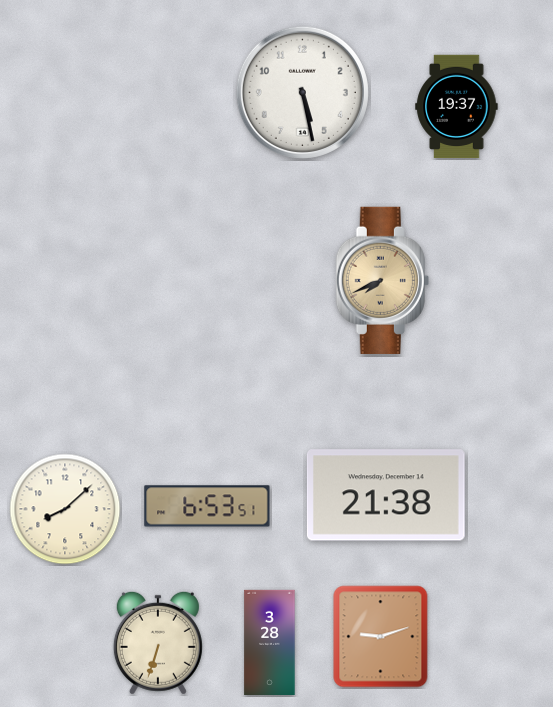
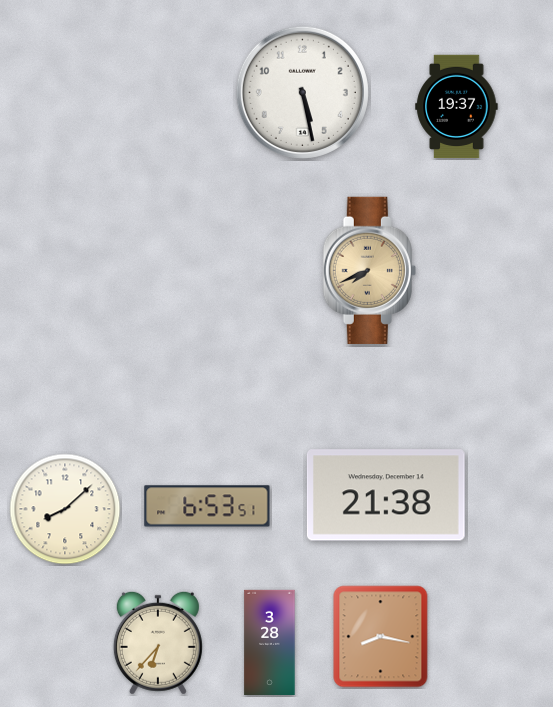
clock at (382, 280) position: (382, 280) -> (369, 270)
clock at (381, 637): 9:12 -> 8:17
clock at (158, 643): 6:33 -> 6:37
